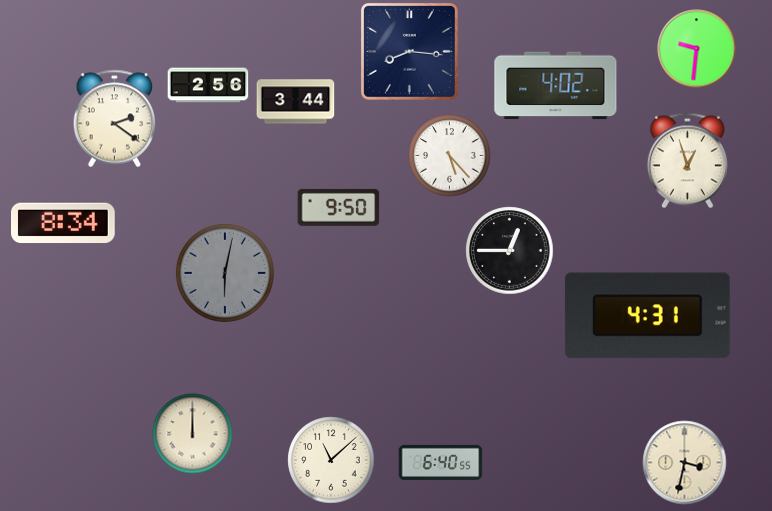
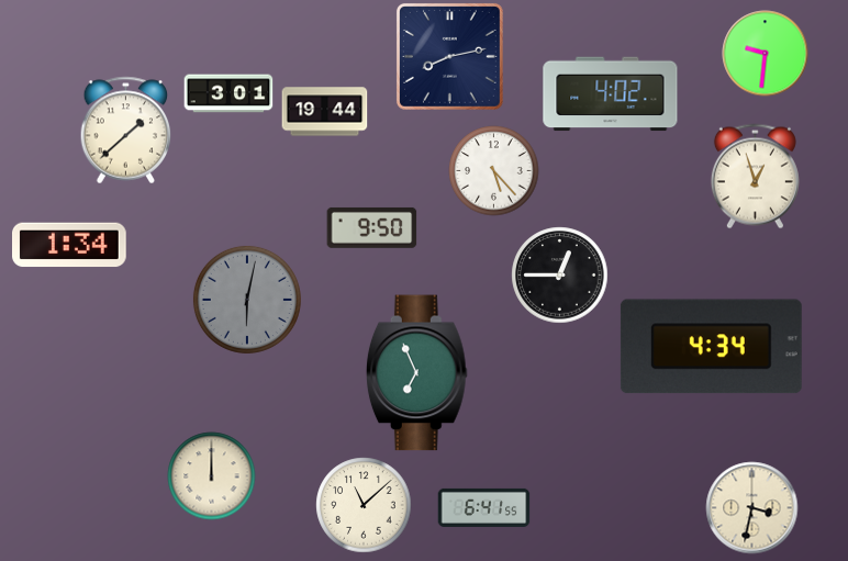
clock at (409, 51): 8:16 -> 8:13
clock at (208, 85): 2:56 -> 3:01
clock at (295, 102): 3:44 -> 19:44
clock at (115, 118): 2:21 -> 1:38
clock at (64, 223): 8:34 -> 1:34
clock at (647, 316): 4:31 -> 4:34
clock at (416, 373): none -> 6:56
clock at (440, 462): 6:40 -> 6:41
